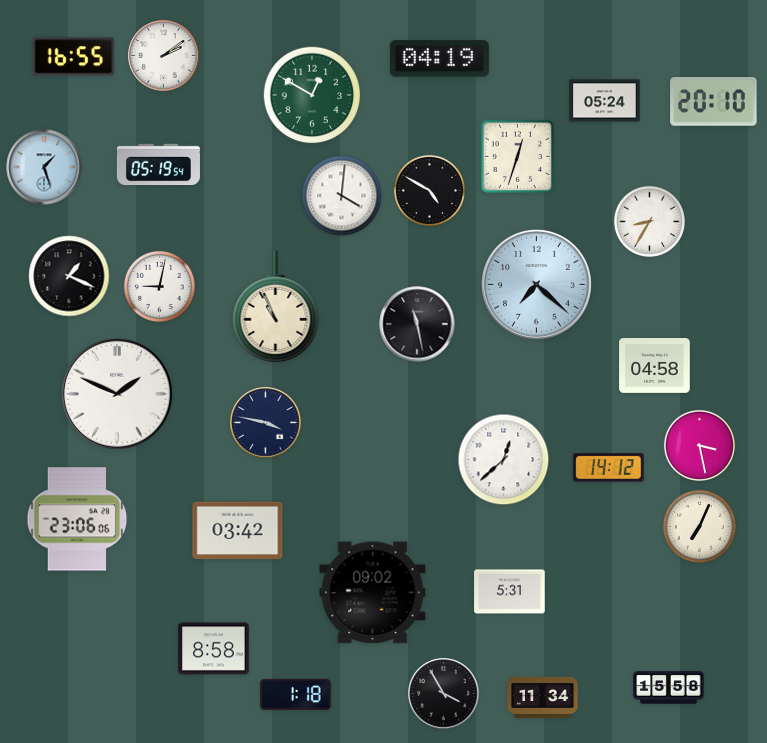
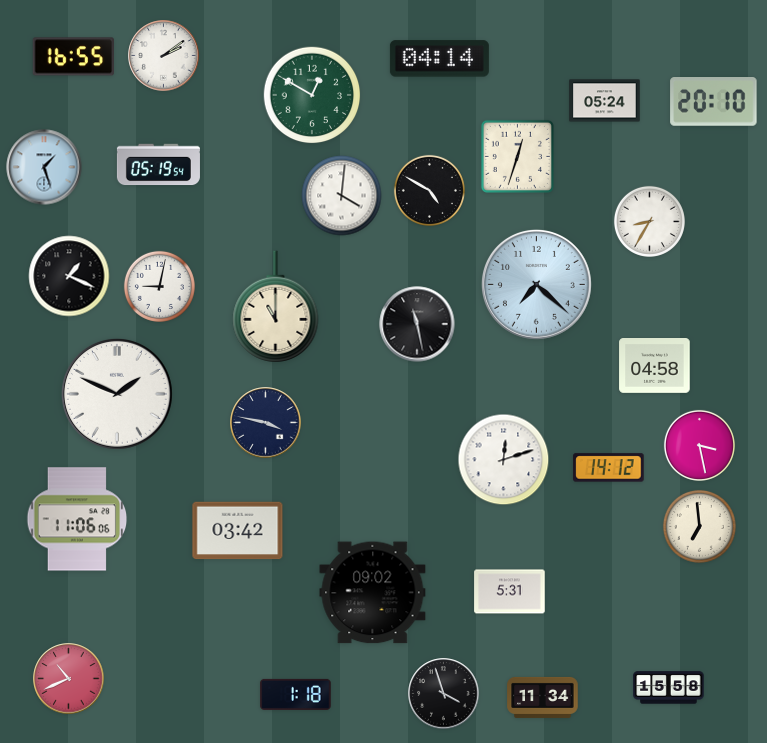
clock at (439, 59): 04:19 -> 04:14
clock at (276, 307): 10:56 -> 11:00
clock at (504, 460): 12:38 -> 12:12
clock at (77, 519): 23:06 -> 11:06
clock at (699, 526): 7:04 -> 6:59
clock at (214, 649): 8:58 -> none
clock at (69, 679): none -> 10:41
clock at (444, 694): 3:55 -> 3:57
